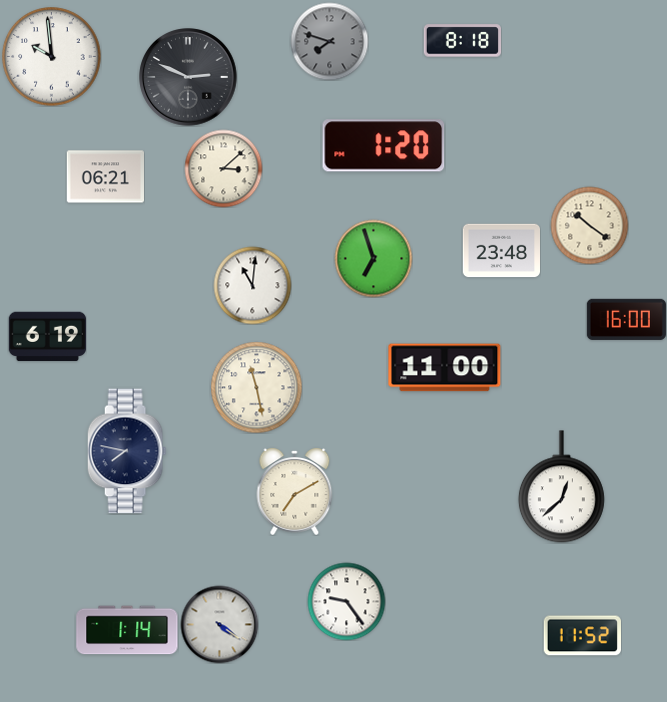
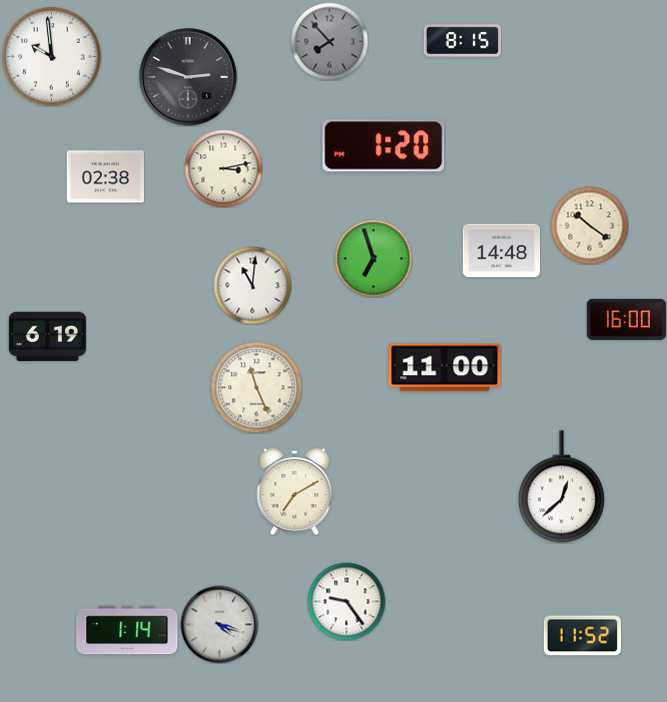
clock at (329, 41): 7:48 -> 7:53
clock at (462, 41): 8:18 -> 8:15
clock at (188, 77): 2:49 -> 2:48
clock at (223, 168): 3:08 -> 3:13
clock at (105, 177): 06:21 -> 02:38
clock at (501, 251): 23:48 -> 14:48
clock at (256, 387): 11:28 -> 11:26
clock at (127, 451): 7:47 -> none
clock at (219, 624): 4:21 -> 4:18
